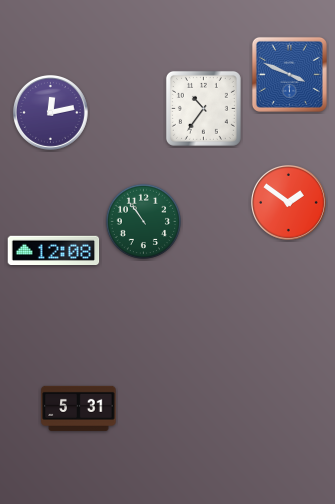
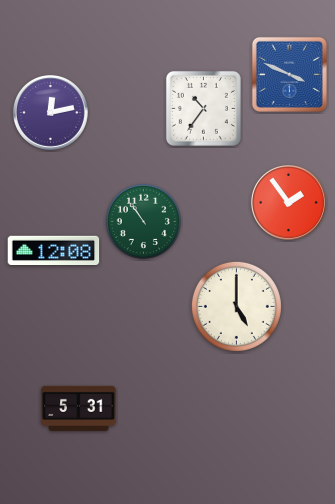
clock at (288, 202): 1:51 -> 1:54
clock at (236, 306): none -> 5:00
